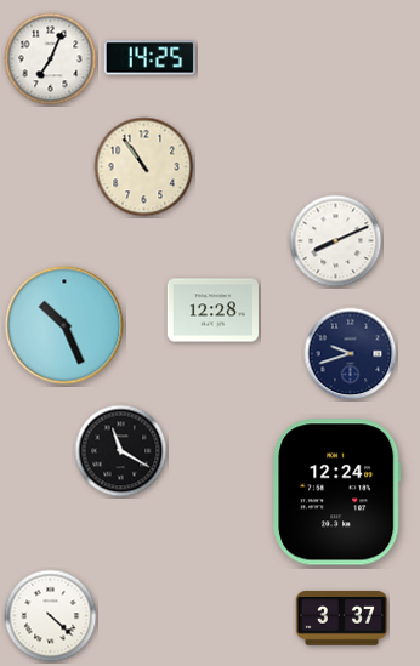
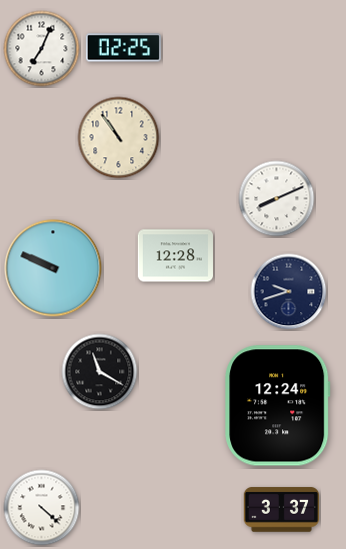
clock at (149, 58): 14:25 -> 02:25
clock at (64, 325): 10:26 -> 9:49
